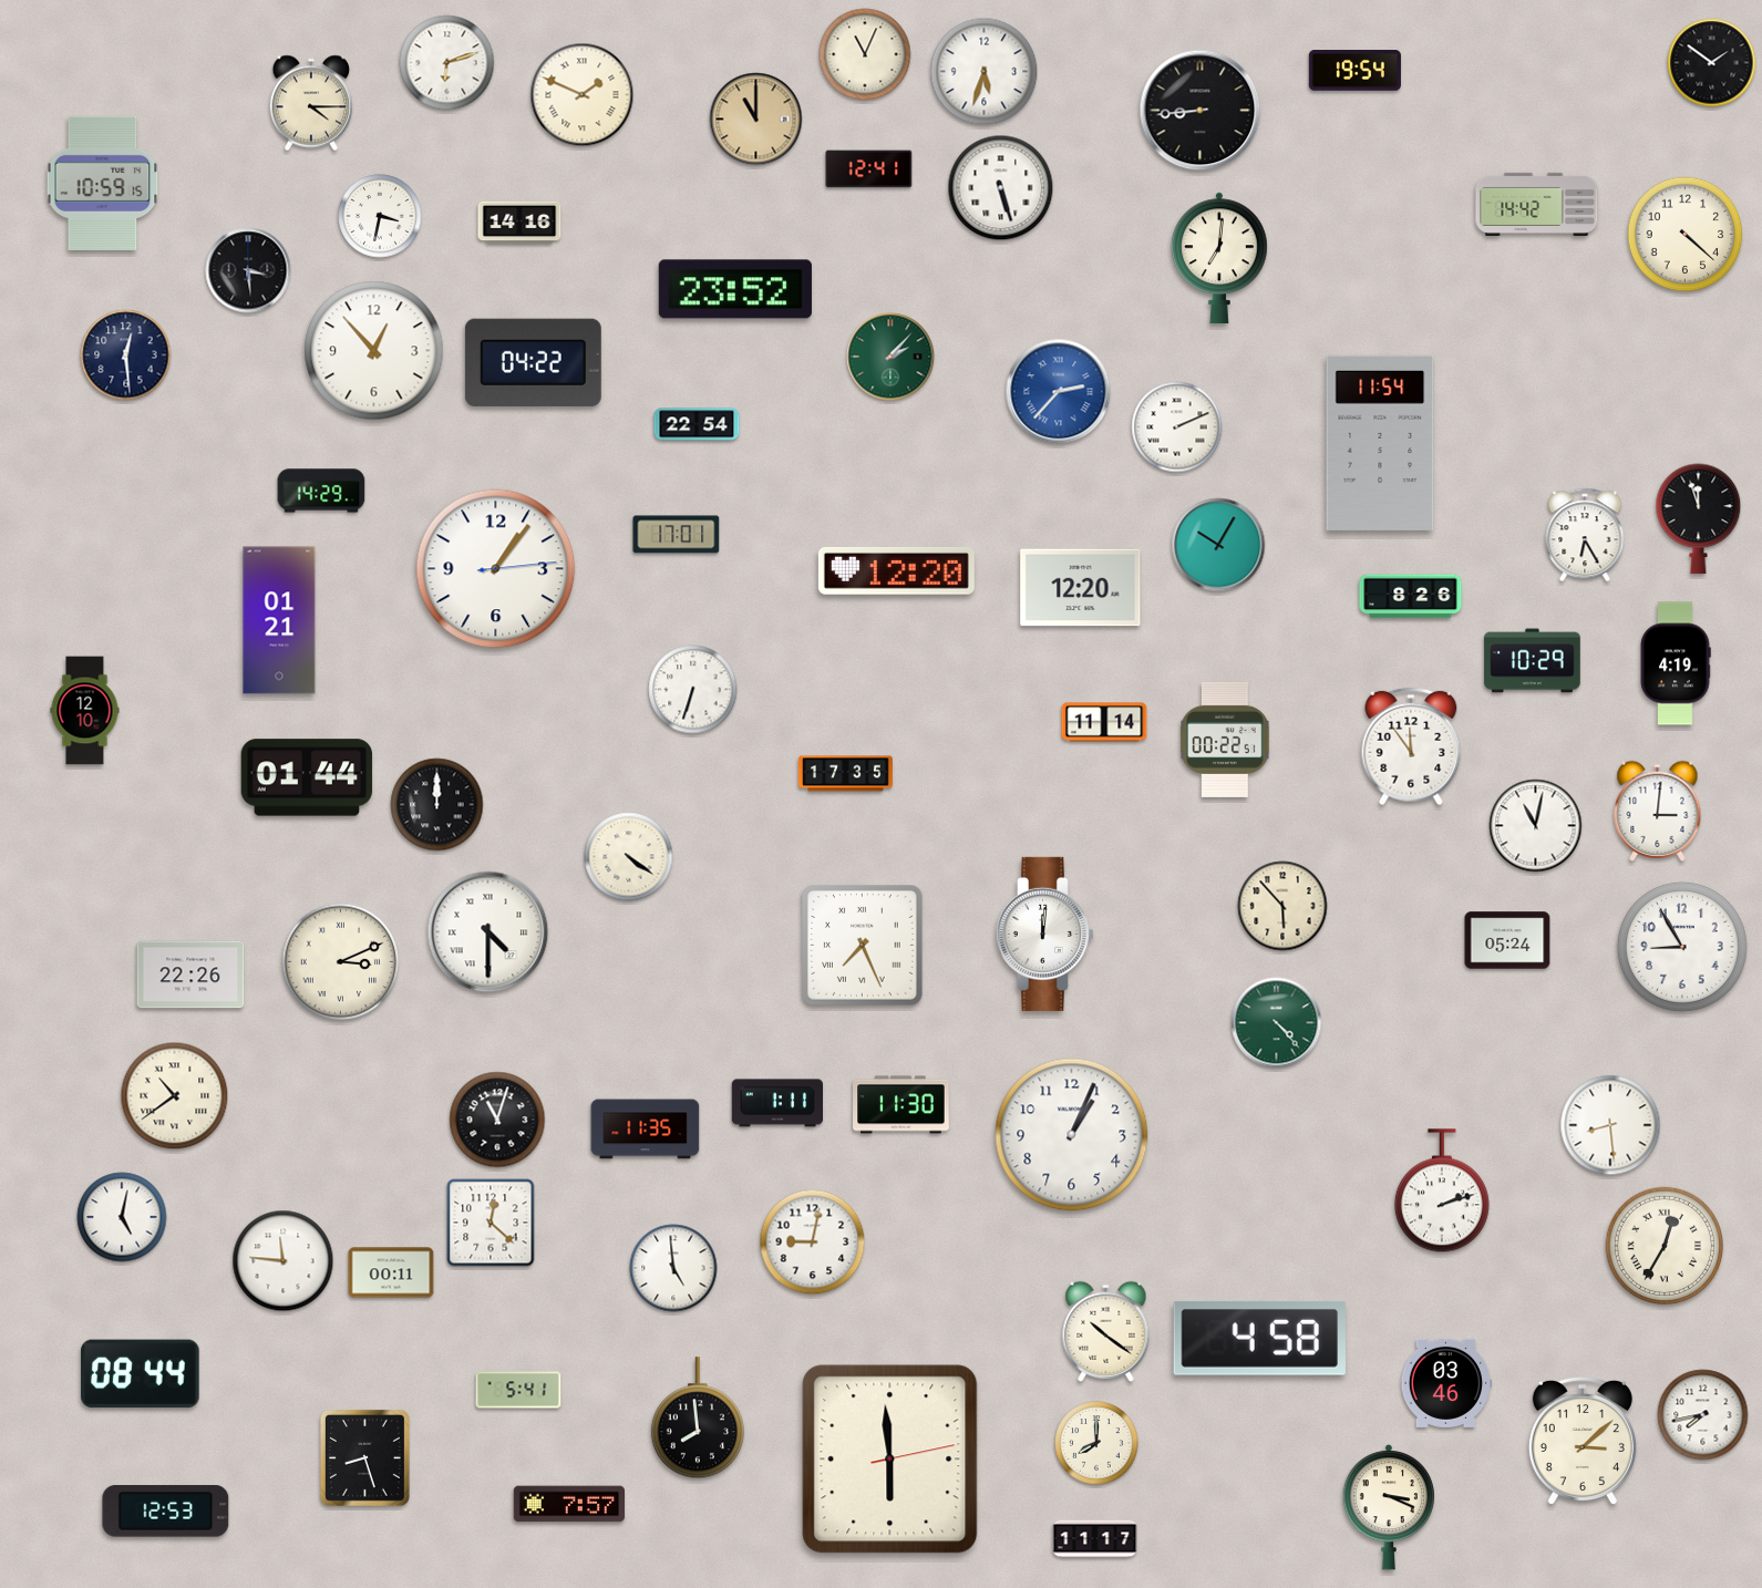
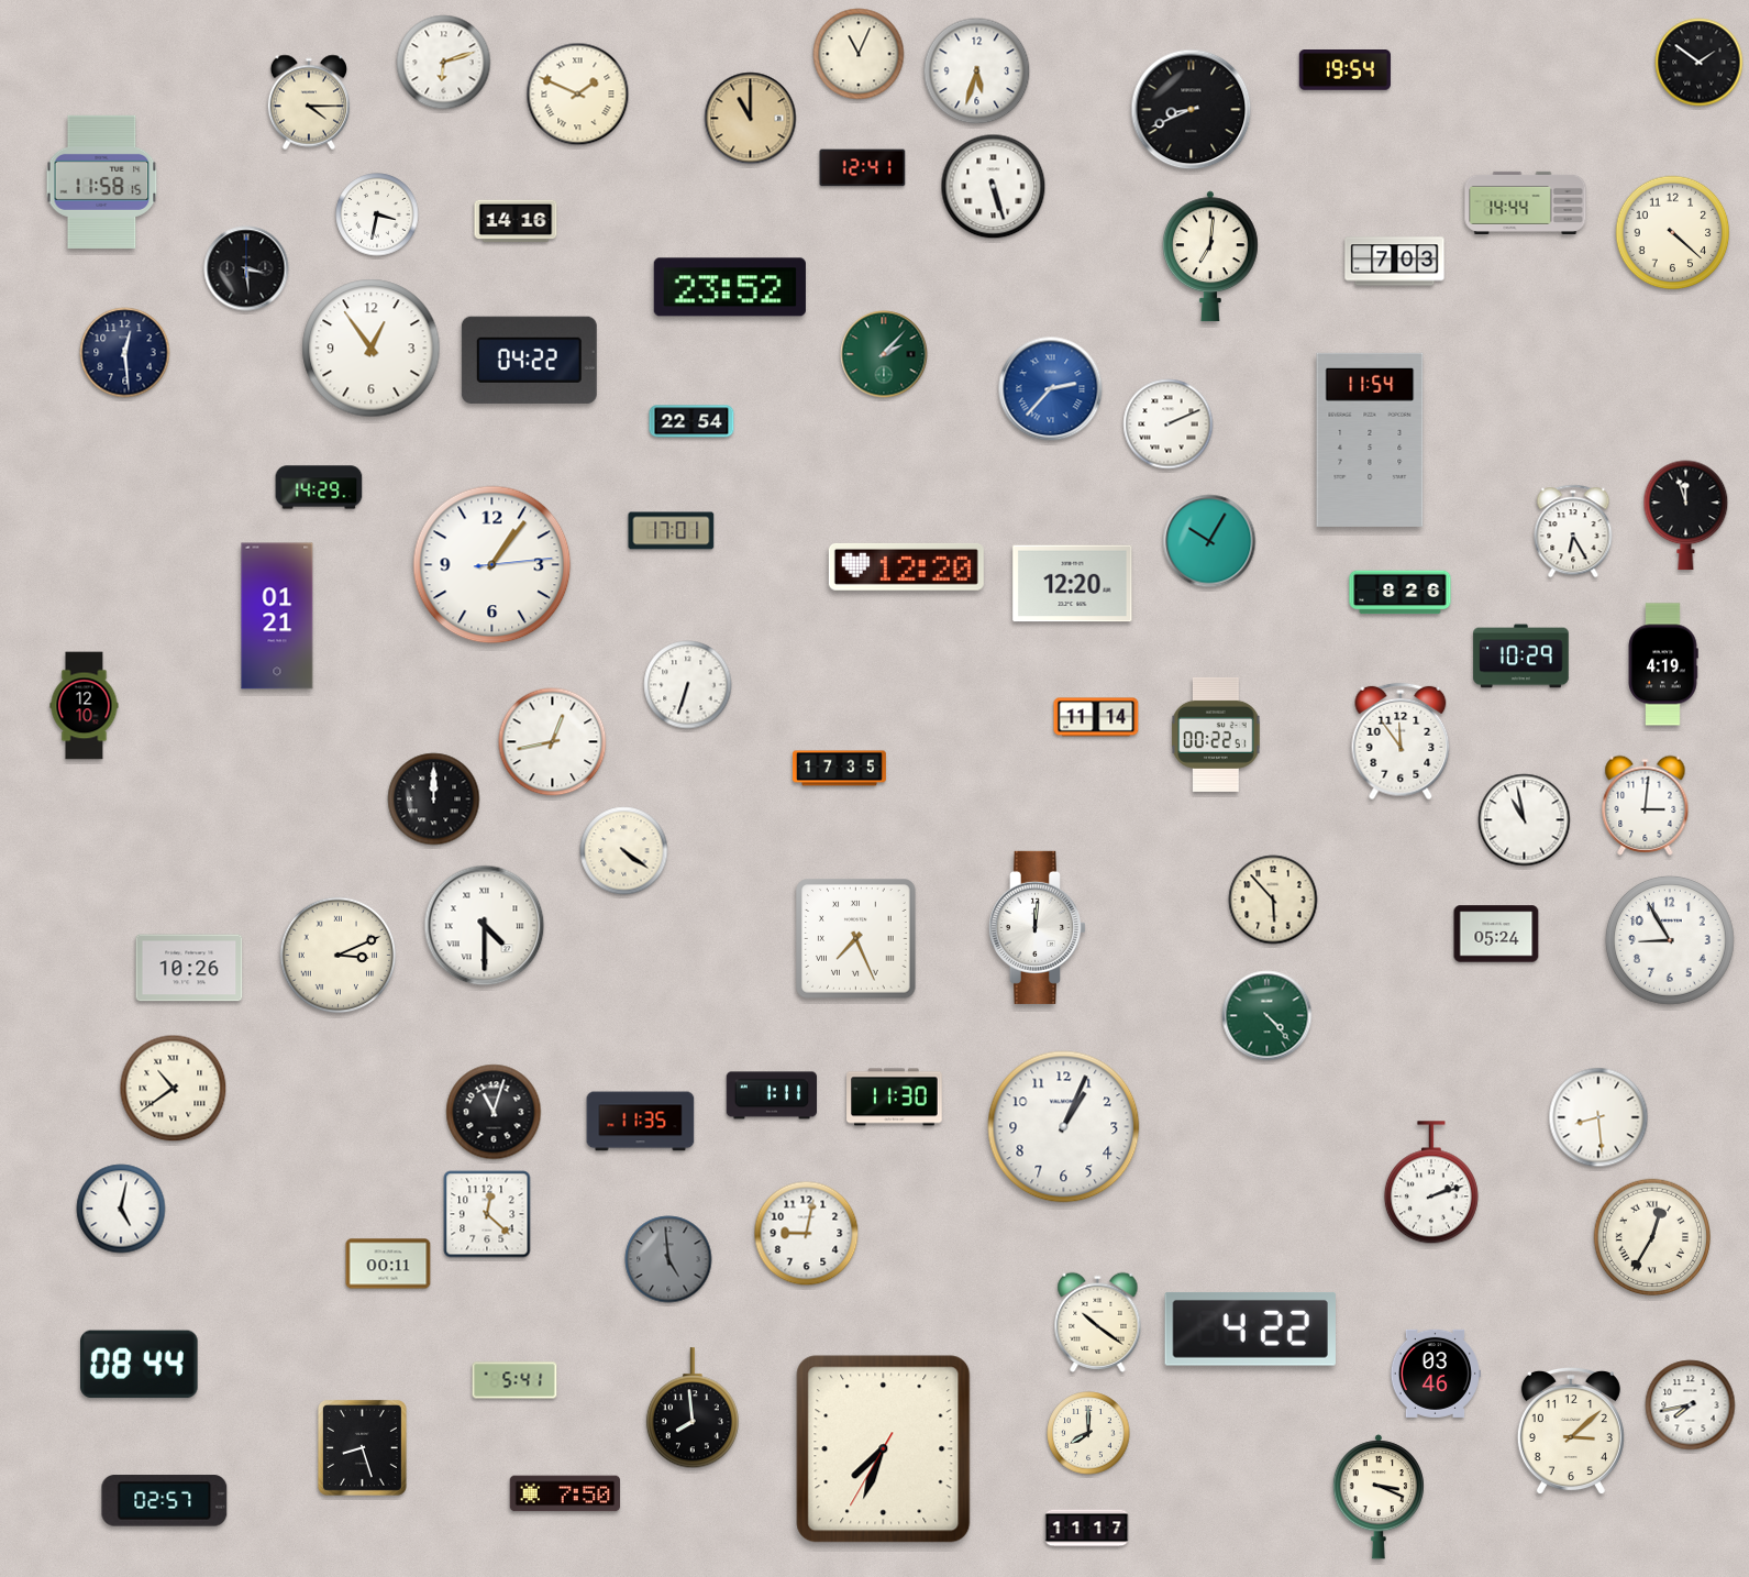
clock at (1201, 111): 8:44 -> 8:41
clock at (103, 183): 10:59 -> 11:58
clock at (1537, 204): 14:42 -> 14:44
clock at (1395, 262): none -> 7:03
clock at (374, 351): 12:53 -> 12:54
clock at (896, 570) position: (896, 570) -> (906, 566)
clock at (1676, 663) position: (1676, 663) -> (1663, 664)
clock at (553, 742): none -> 12:43
clock at (307, 777): 01:44 -> none
clock at (1536, 826): 11:02 -> 10:58
clock at (190, 975): 22:26 -> 10:26
clock at (284, 1261): 11:46 -> none
clock at (673, 1268) dial: white -> grey
clock at (1259, 1338): 4:58 -> 4:22
clock at (890, 1460): 5:59 -> 7:33
clock at (569, 1504): 7:57 -> 7:50
clock at (166, 1512): 12:53 -> 02:57
